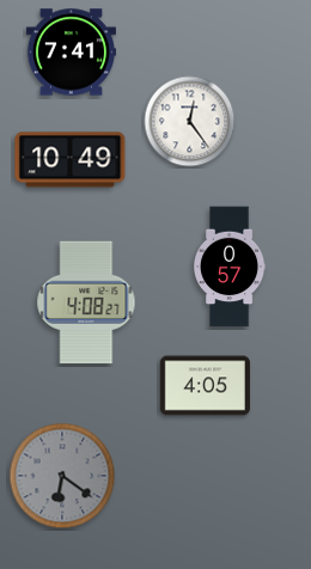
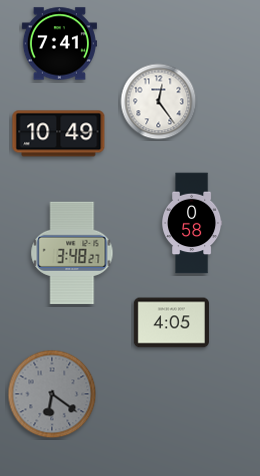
clock at (231, 267): 0:57 -> 0:58
clock at (86, 302): 4:08 -> 3:48
clock at (62, 476) position: (62, 476) -> (52, 394)
